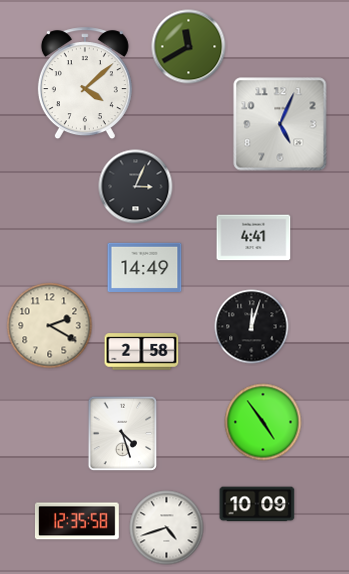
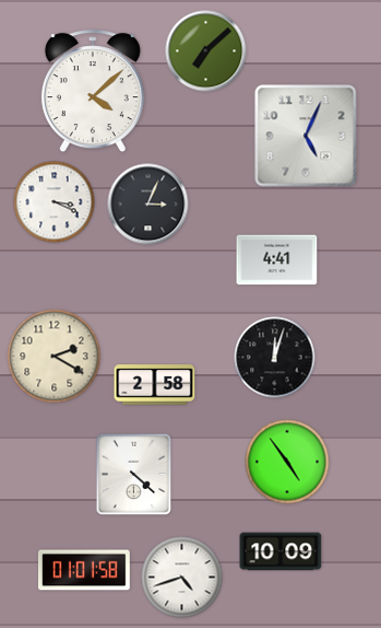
clock at (189, 47): 11:40 -> 7:08
clock at (55, 202): none -> 3:19
clock at (145, 267): 14:49 -> none
clock at (123, 434): 4:27 -> 4:22
clock at (77, 521): 12:35 -> 01:01
